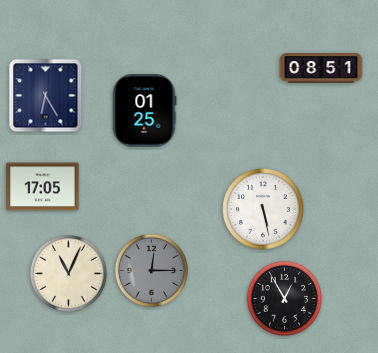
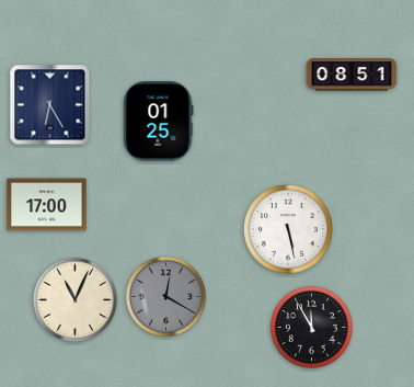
clock at (43, 187): 17:05 -> 17:00
clock at (151, 270): 12:15 -> 12:20
clock at (284, 298): 12:55 -> 11:55
